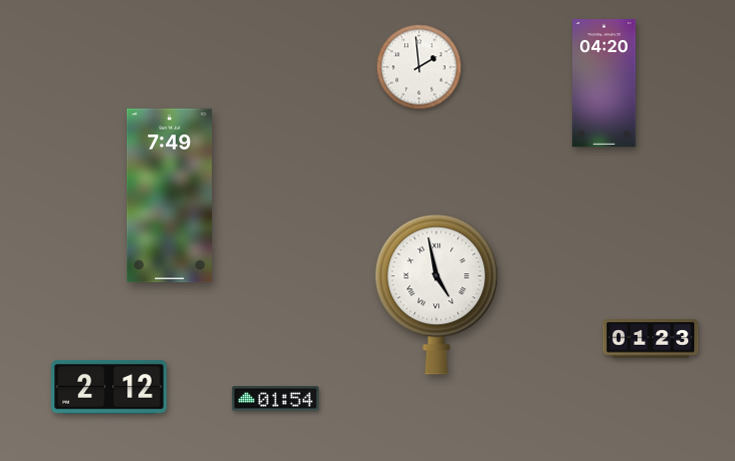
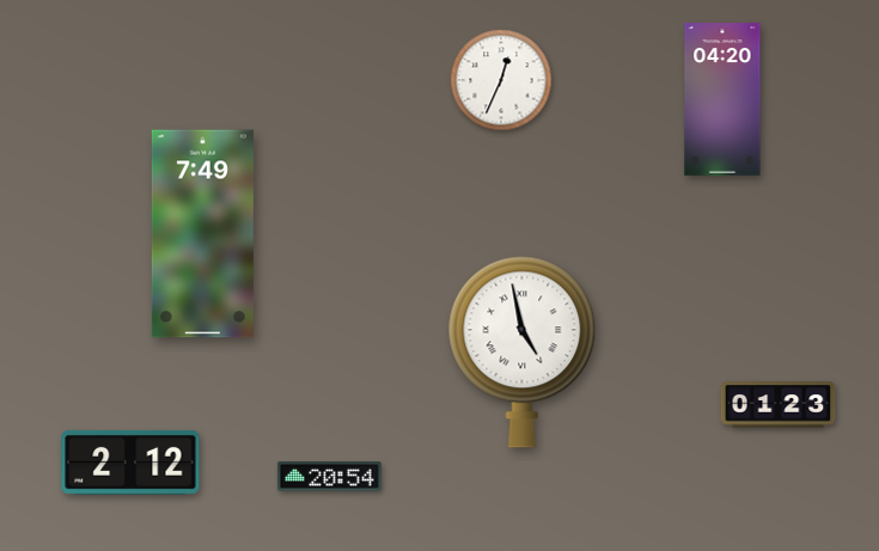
clock at (419, 67): 1:59 -> 12:34
clock at (275, 399): 01:54 -> 20:54
